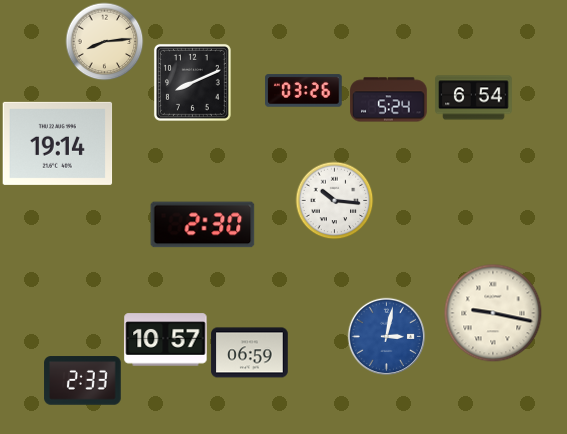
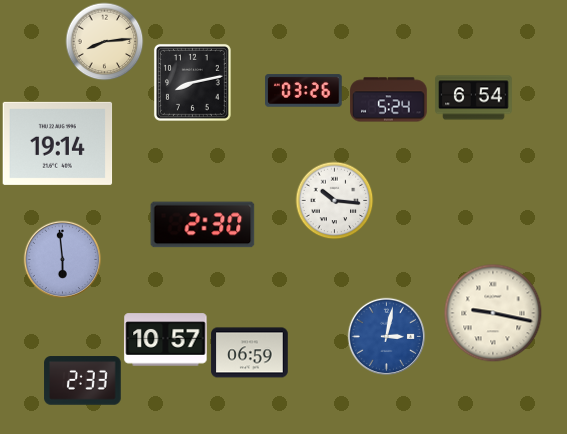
clock at (192, 82): 8:11 -> 8:13
clock at (62, 259): none -> 5:59
